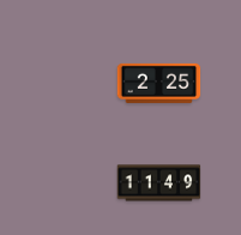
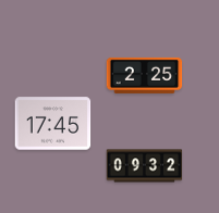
clock at (53, 124): none -> 17:45
clock at (159, 183): 11:49 -> 09:32
